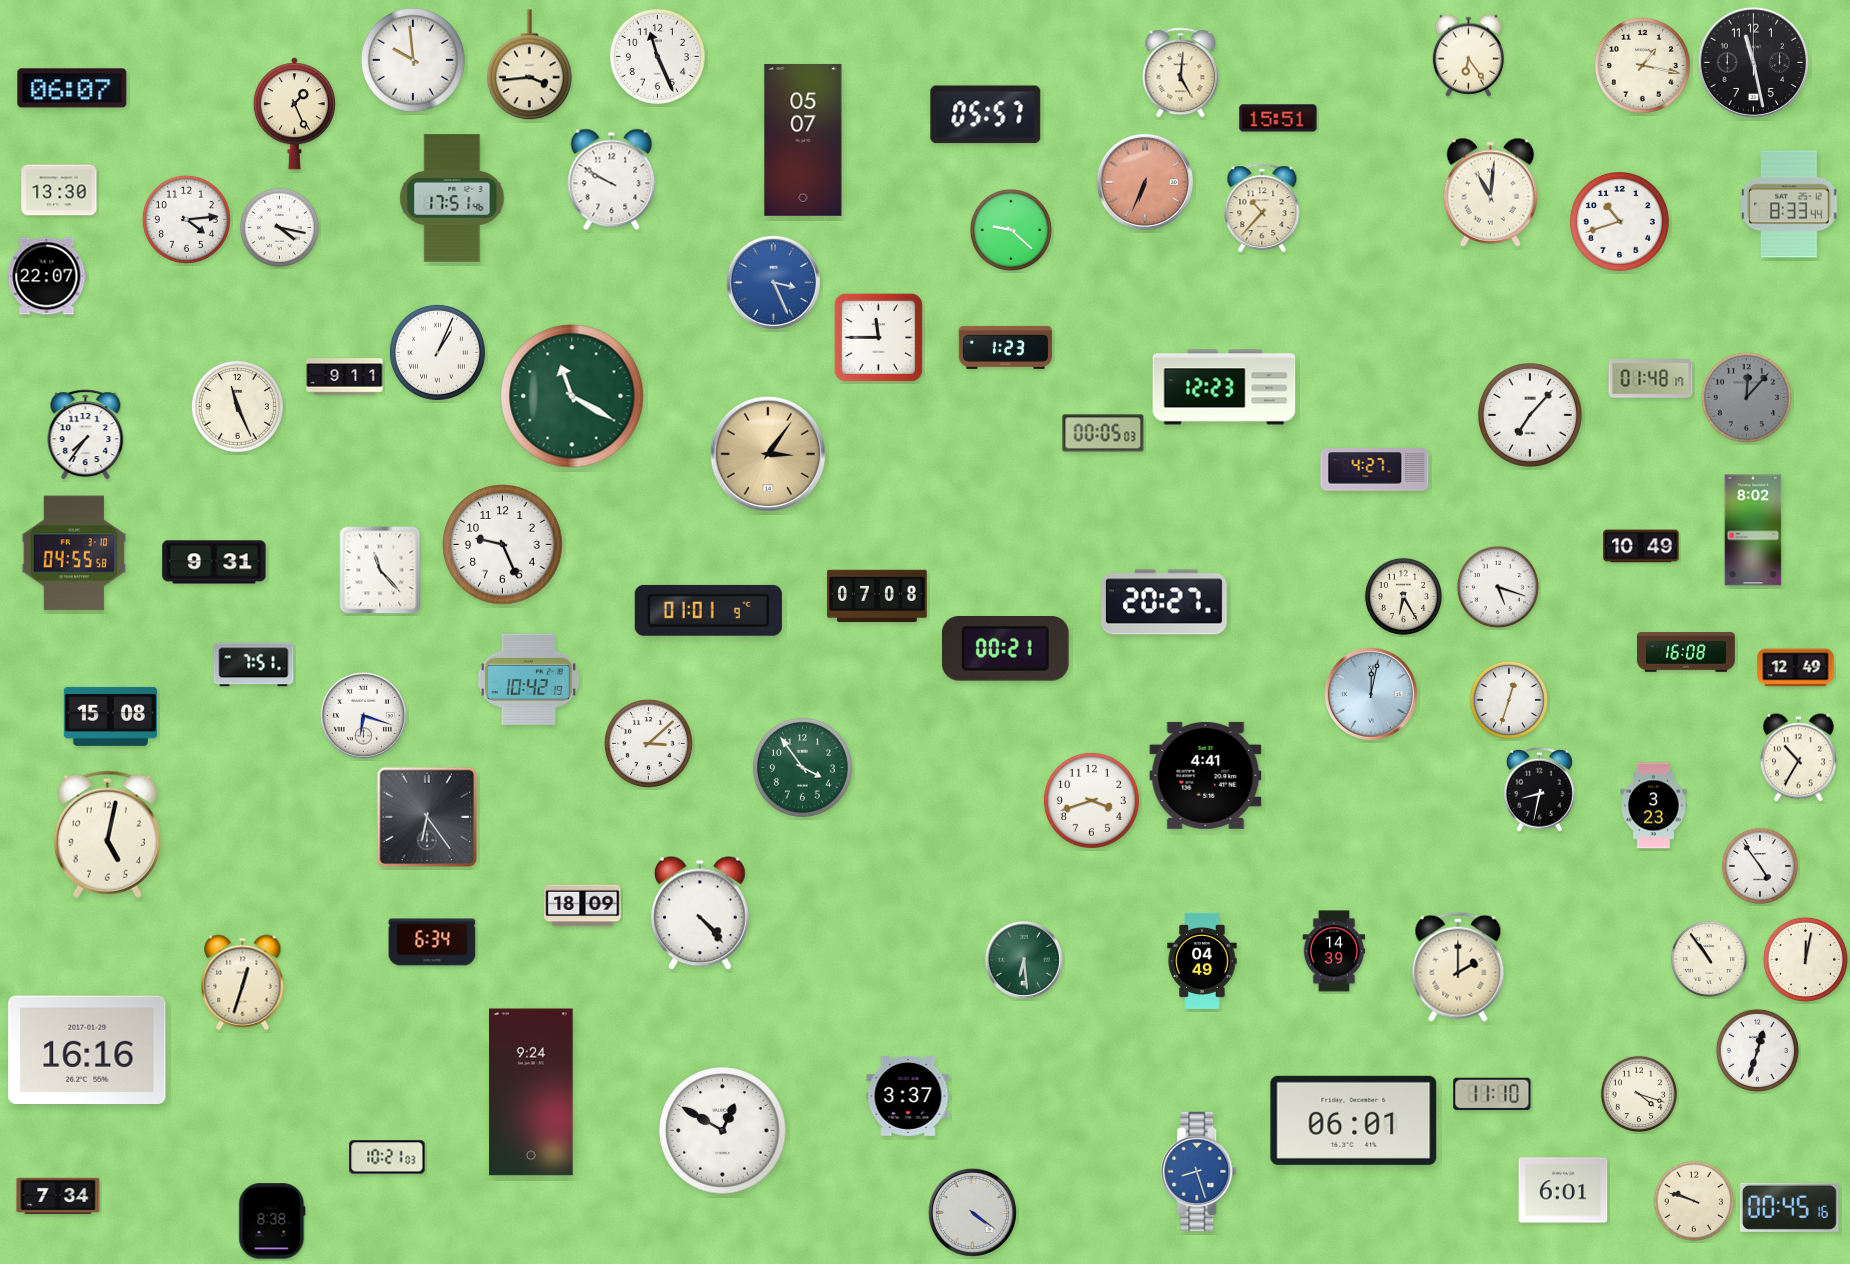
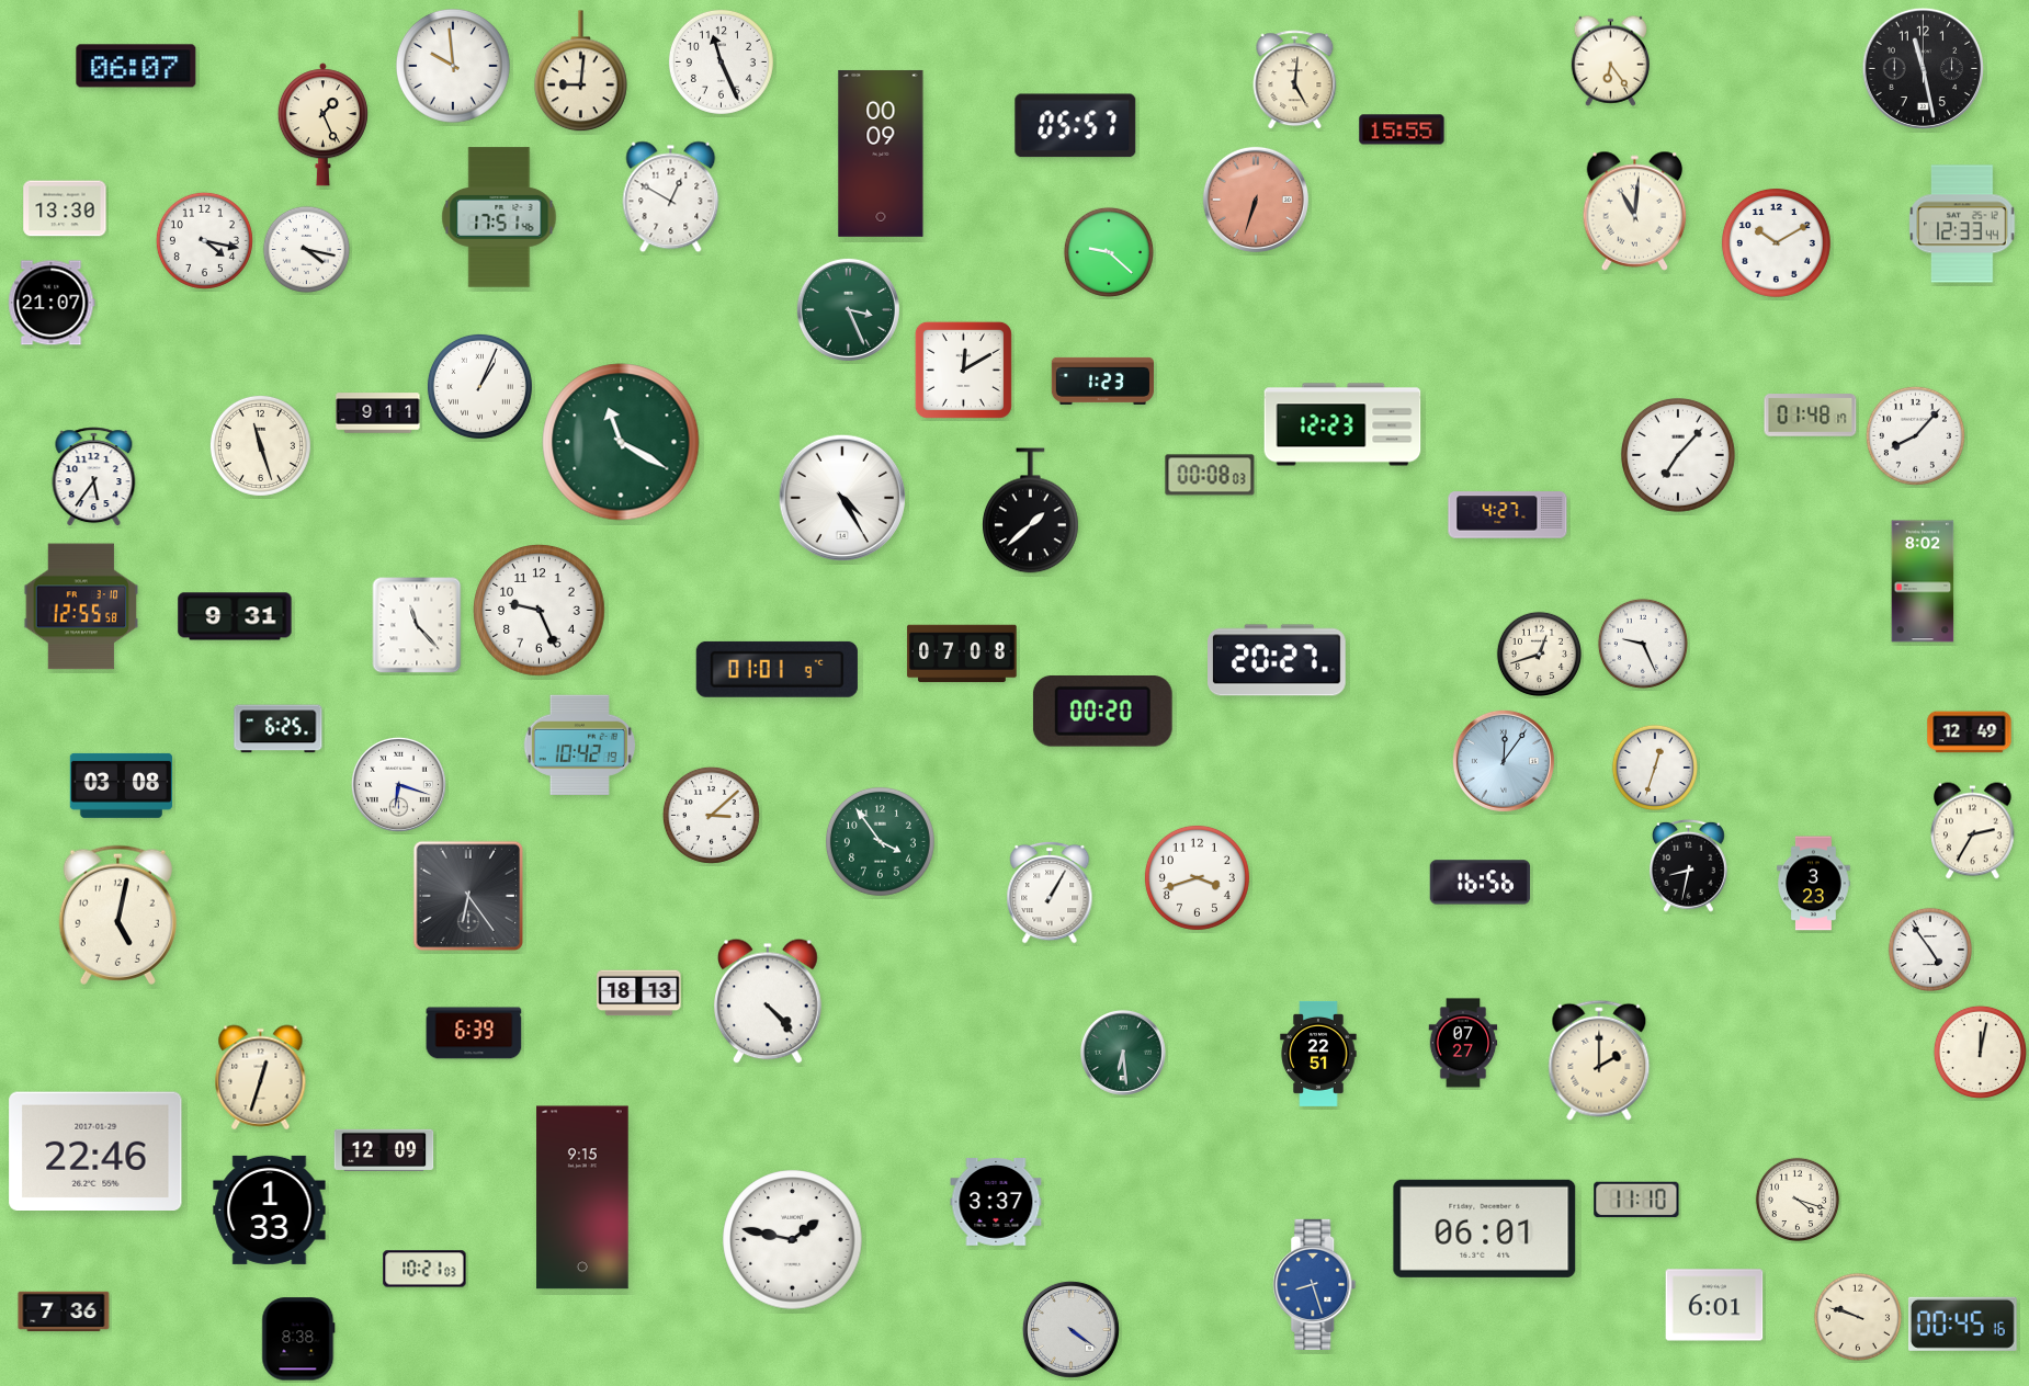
clock at (529, 65): 3:44 -> 9:01
clock at (1642, 65): 1:17 -> none
clock at (72, 88) position: (72, 88) -> (136, 66)
clock at (986, 115) position: (986, 115) -> (1076, 126)
clock at (1278, 118): 15:51 -> 15:55
clock at (803, 140): 05:07 -> 00:09
clock at (612, 180): 9:50 -> 12:50
clock at (1145, 182): 6:34 -> 6:33
clock at (452, 198) position: (452, 198) -> (499, 217)
clock at (1789, 204): 8:33 -> 12:33
clock at (1262, 209): 10:37 -> none
clock at (186, 219): 4:14 -> 4:17
clock at (1619, 221): 10:42 -> 10:10
clock at (47, 276): 22:07 -> 21:07
clock at (773, 282) dial: blue -> green
clock at (878, 337): 11:45 -> 12:10
clock at (572, 396) position: (572, 396) -> (621, 442)
clock at (1746, 397): 12:07 -> 8:07
clock at (1746, 397) dial: grey -> white
clock at (237, 406): 11:26 -> 11:27
clock at (1103, 433): 00:05 -> 00:08
clock at (86, 435): 7:36 -> 5:36
clock at (767, 453): 3:06 -> 4:25
clock at (767, 453) dial: champagne -> white
clock at (1031, 511): none -> 1:38
clock at (503, 545) position: (503, 545) -> (540, 611)
clock at (1641, 546): 10:49 -> none
clock at (74, 553): 04:55 -> 12:55
clock at (1498, 587): 5:18 -> 9:26
clock at (1403, 596): 6:25 -> 12:42
clock at (1005, 649): 00:21 -> 00:20
clock at (1686, 652): 16:08 -> none
clock at (254, 665): 7:51 -> 6:25
clock at (1371, 694): 12:02 -> 12:06
clock at (110, 716): 15:08 -> 03:08
clock at (1799, 758): 10:35 -> 2:35
clock at (1206, 775): 4:41 -> none
clock at (1481, 883): none -> 16:56
clock at (1050, 893): none -> 1:05
clock at (583, 906): 18:09 -> 18:13
clock at (432, 942): 6:34 -> 6:39
clock at (1334, 951): 14:39 -> 07:27
clock at (1708, 958): 10:54 -> none
clock at (1202, 961): 04:49 -> 22:51
clock at (243, 983) position: (243, 983) -> (261, 1078)
clock at (384, 1150): none -> 12:09
clock at (87, 1050): 16:16 -> 22:46
clock at (1757, 1050): 12:33 -> none
clock at (531, 1092): 9:24 -> 9:15
clock at (270, 1209): none -> 1:33
clock at (723, 1131): 12:50 -> 1:47
clock at (58, 1196): 7:34 -> 7:36
clock at (972, 1212) position: (972, 1212) -> (1070, 1329)
